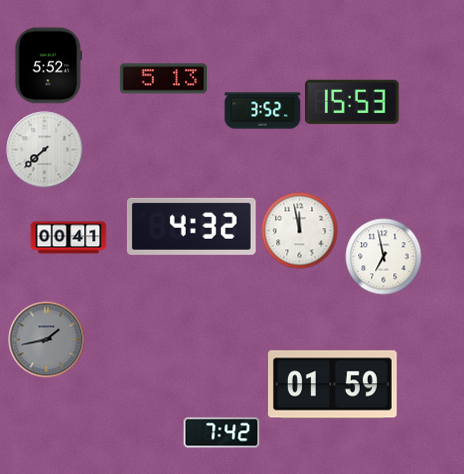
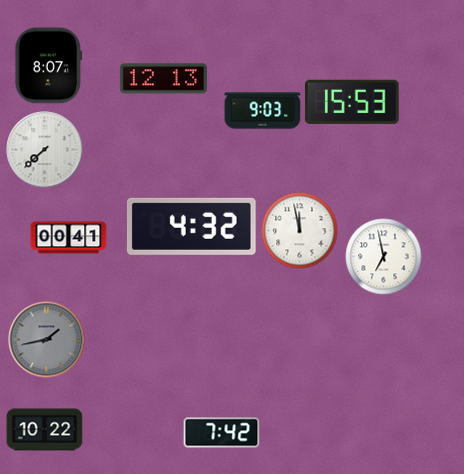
clock at (49, 66): 5:52 -> 8:07
clock at (163, 79): 5:13 -> 12:13
clock at (263, 111): 3:52 -> 9:03
clock at (333, 385): 01:59 -> none
clock at (45, 430): none -> 10:22
